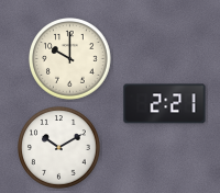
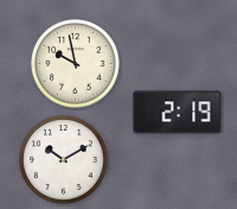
clock at (70, 59): 10:00 -> 9:58
clock at (165, 104): 2:21 -> 2:19
